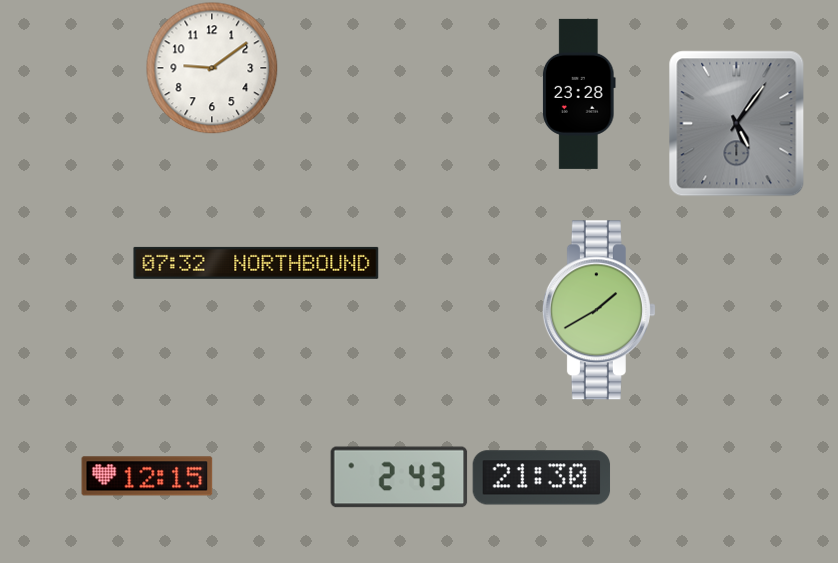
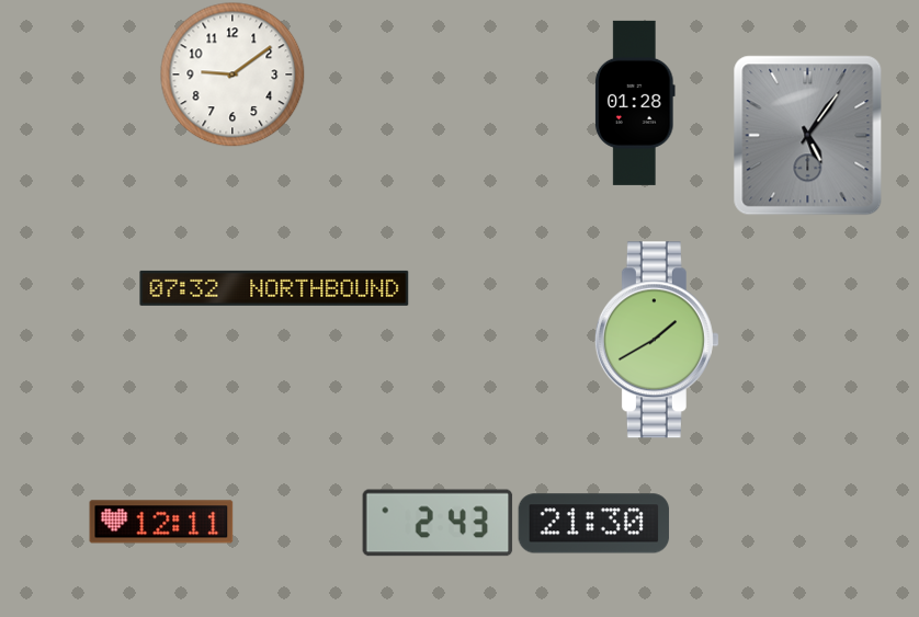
clock at (579, 94): 23:28 -> 01:28
clock at (256, 263) position: (256, 263) -> (274, 288)
clock at (147, 476): 12:15 -> 12:11
